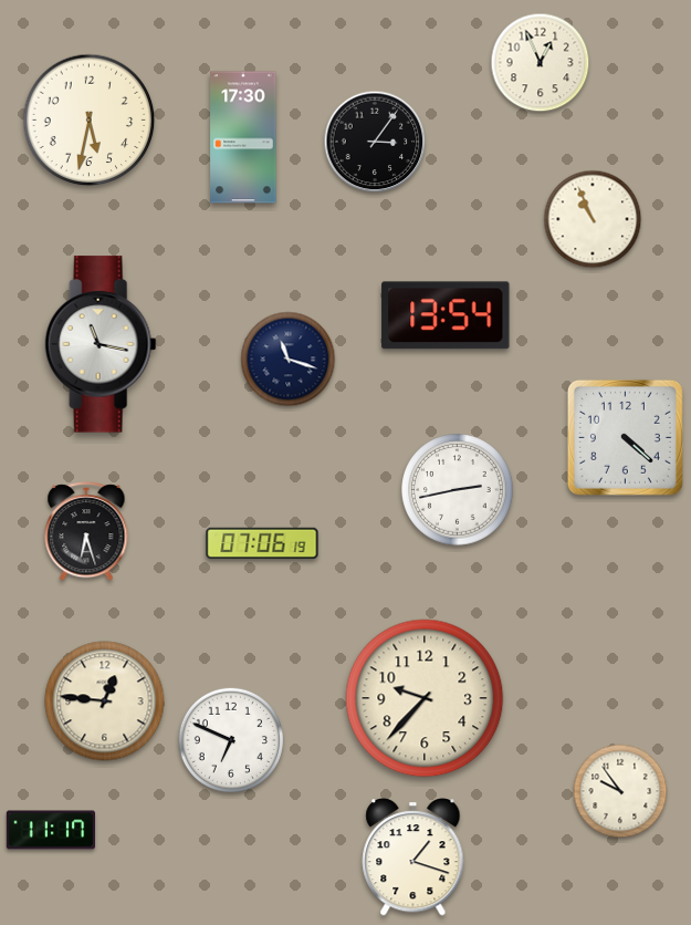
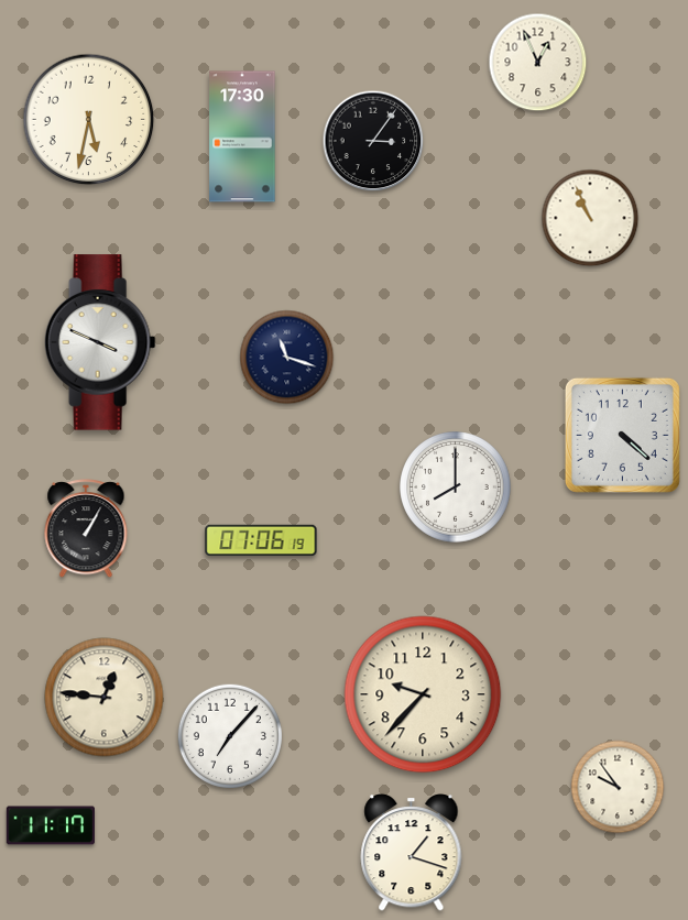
clock at (446, 315): 13:54 -> none
clock at (101, 344): 11:17 -> 3:49
clock at (458, 490): 2:43 -> 8:00
clock at (86, 532): 6:27 -> 1:05
clock at (231, 740): 6:49 -> 7:07
